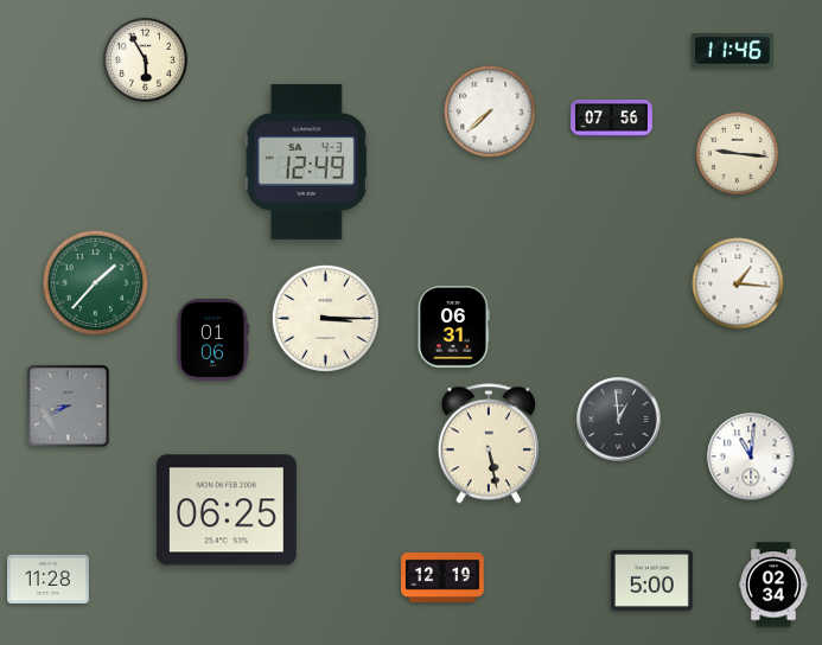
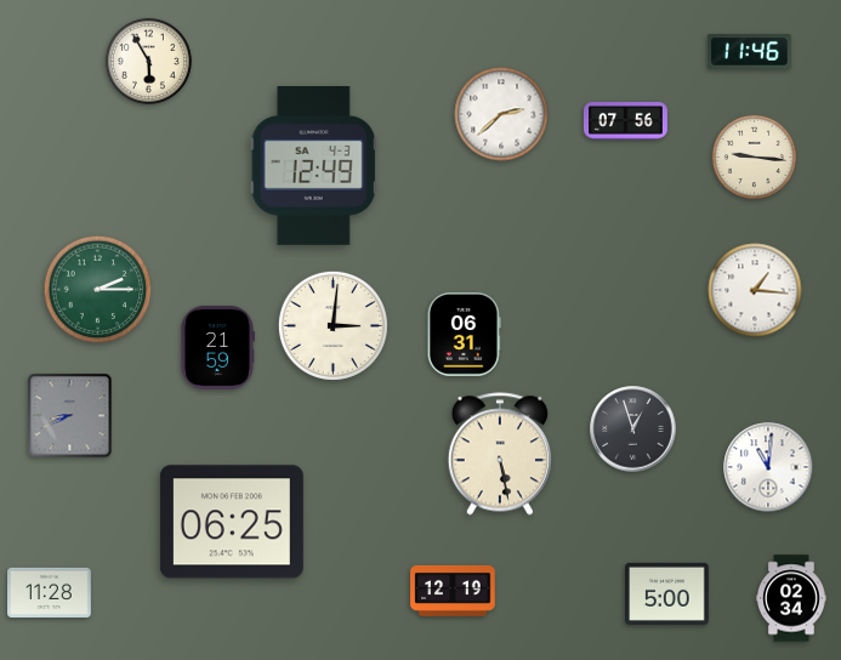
clock at (490, 111): 7:38 -> 2:38
clock at (96, 283): 1:37 -> 2:15
clock at (325, 318): 3:15 -> 3:01
clock at (212, 339): 01:06 -> 21:59
clock at (619, 420): 12:59 -> 12:57
